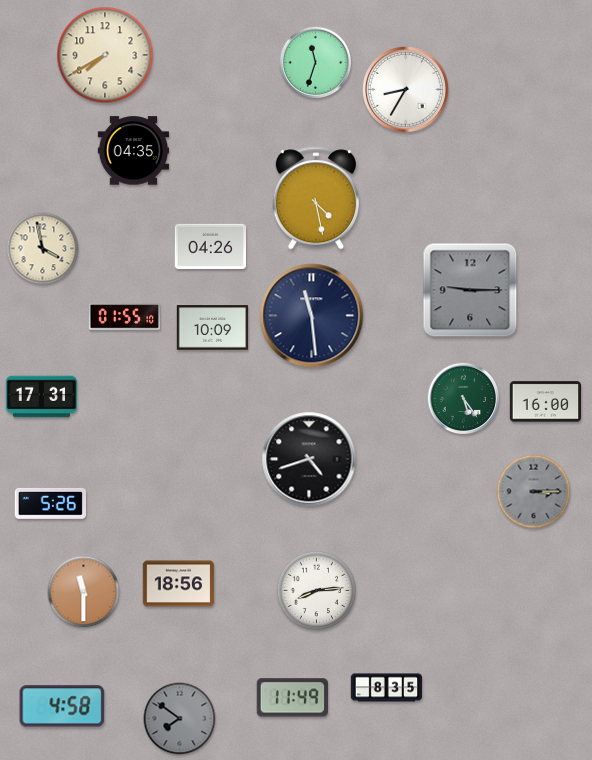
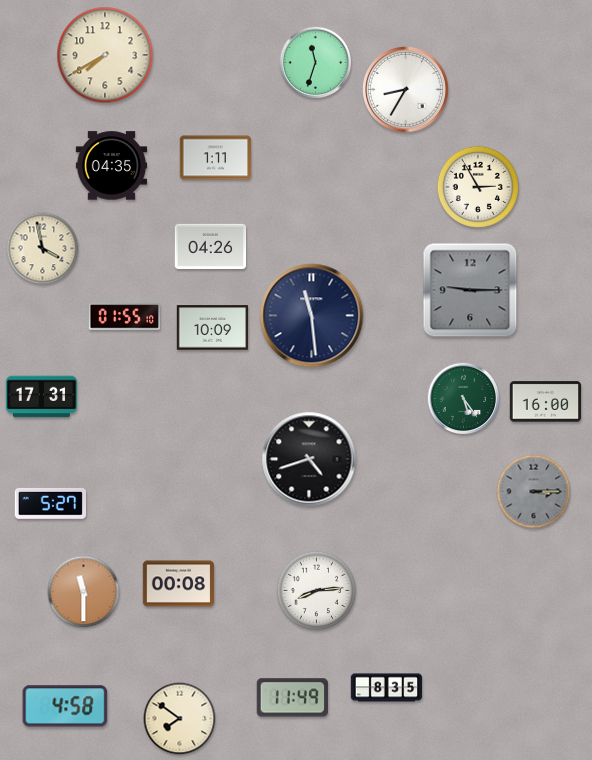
clock at (134, 151) position: (134, 151) -> (112, 166)
clock at (216, 158): none -> 1:11
clock at (478, 187): none -> 2:55
clock at (315, 198): 4:28 -> none
clock at (50, 503): 5:26 -> 5:27
clock at (179, 584): 18:56 -> 00:08
clock at (62, 706) position: (62, 706) -> (65, 706)
clock at (180, 719) dial: grey -> cream
